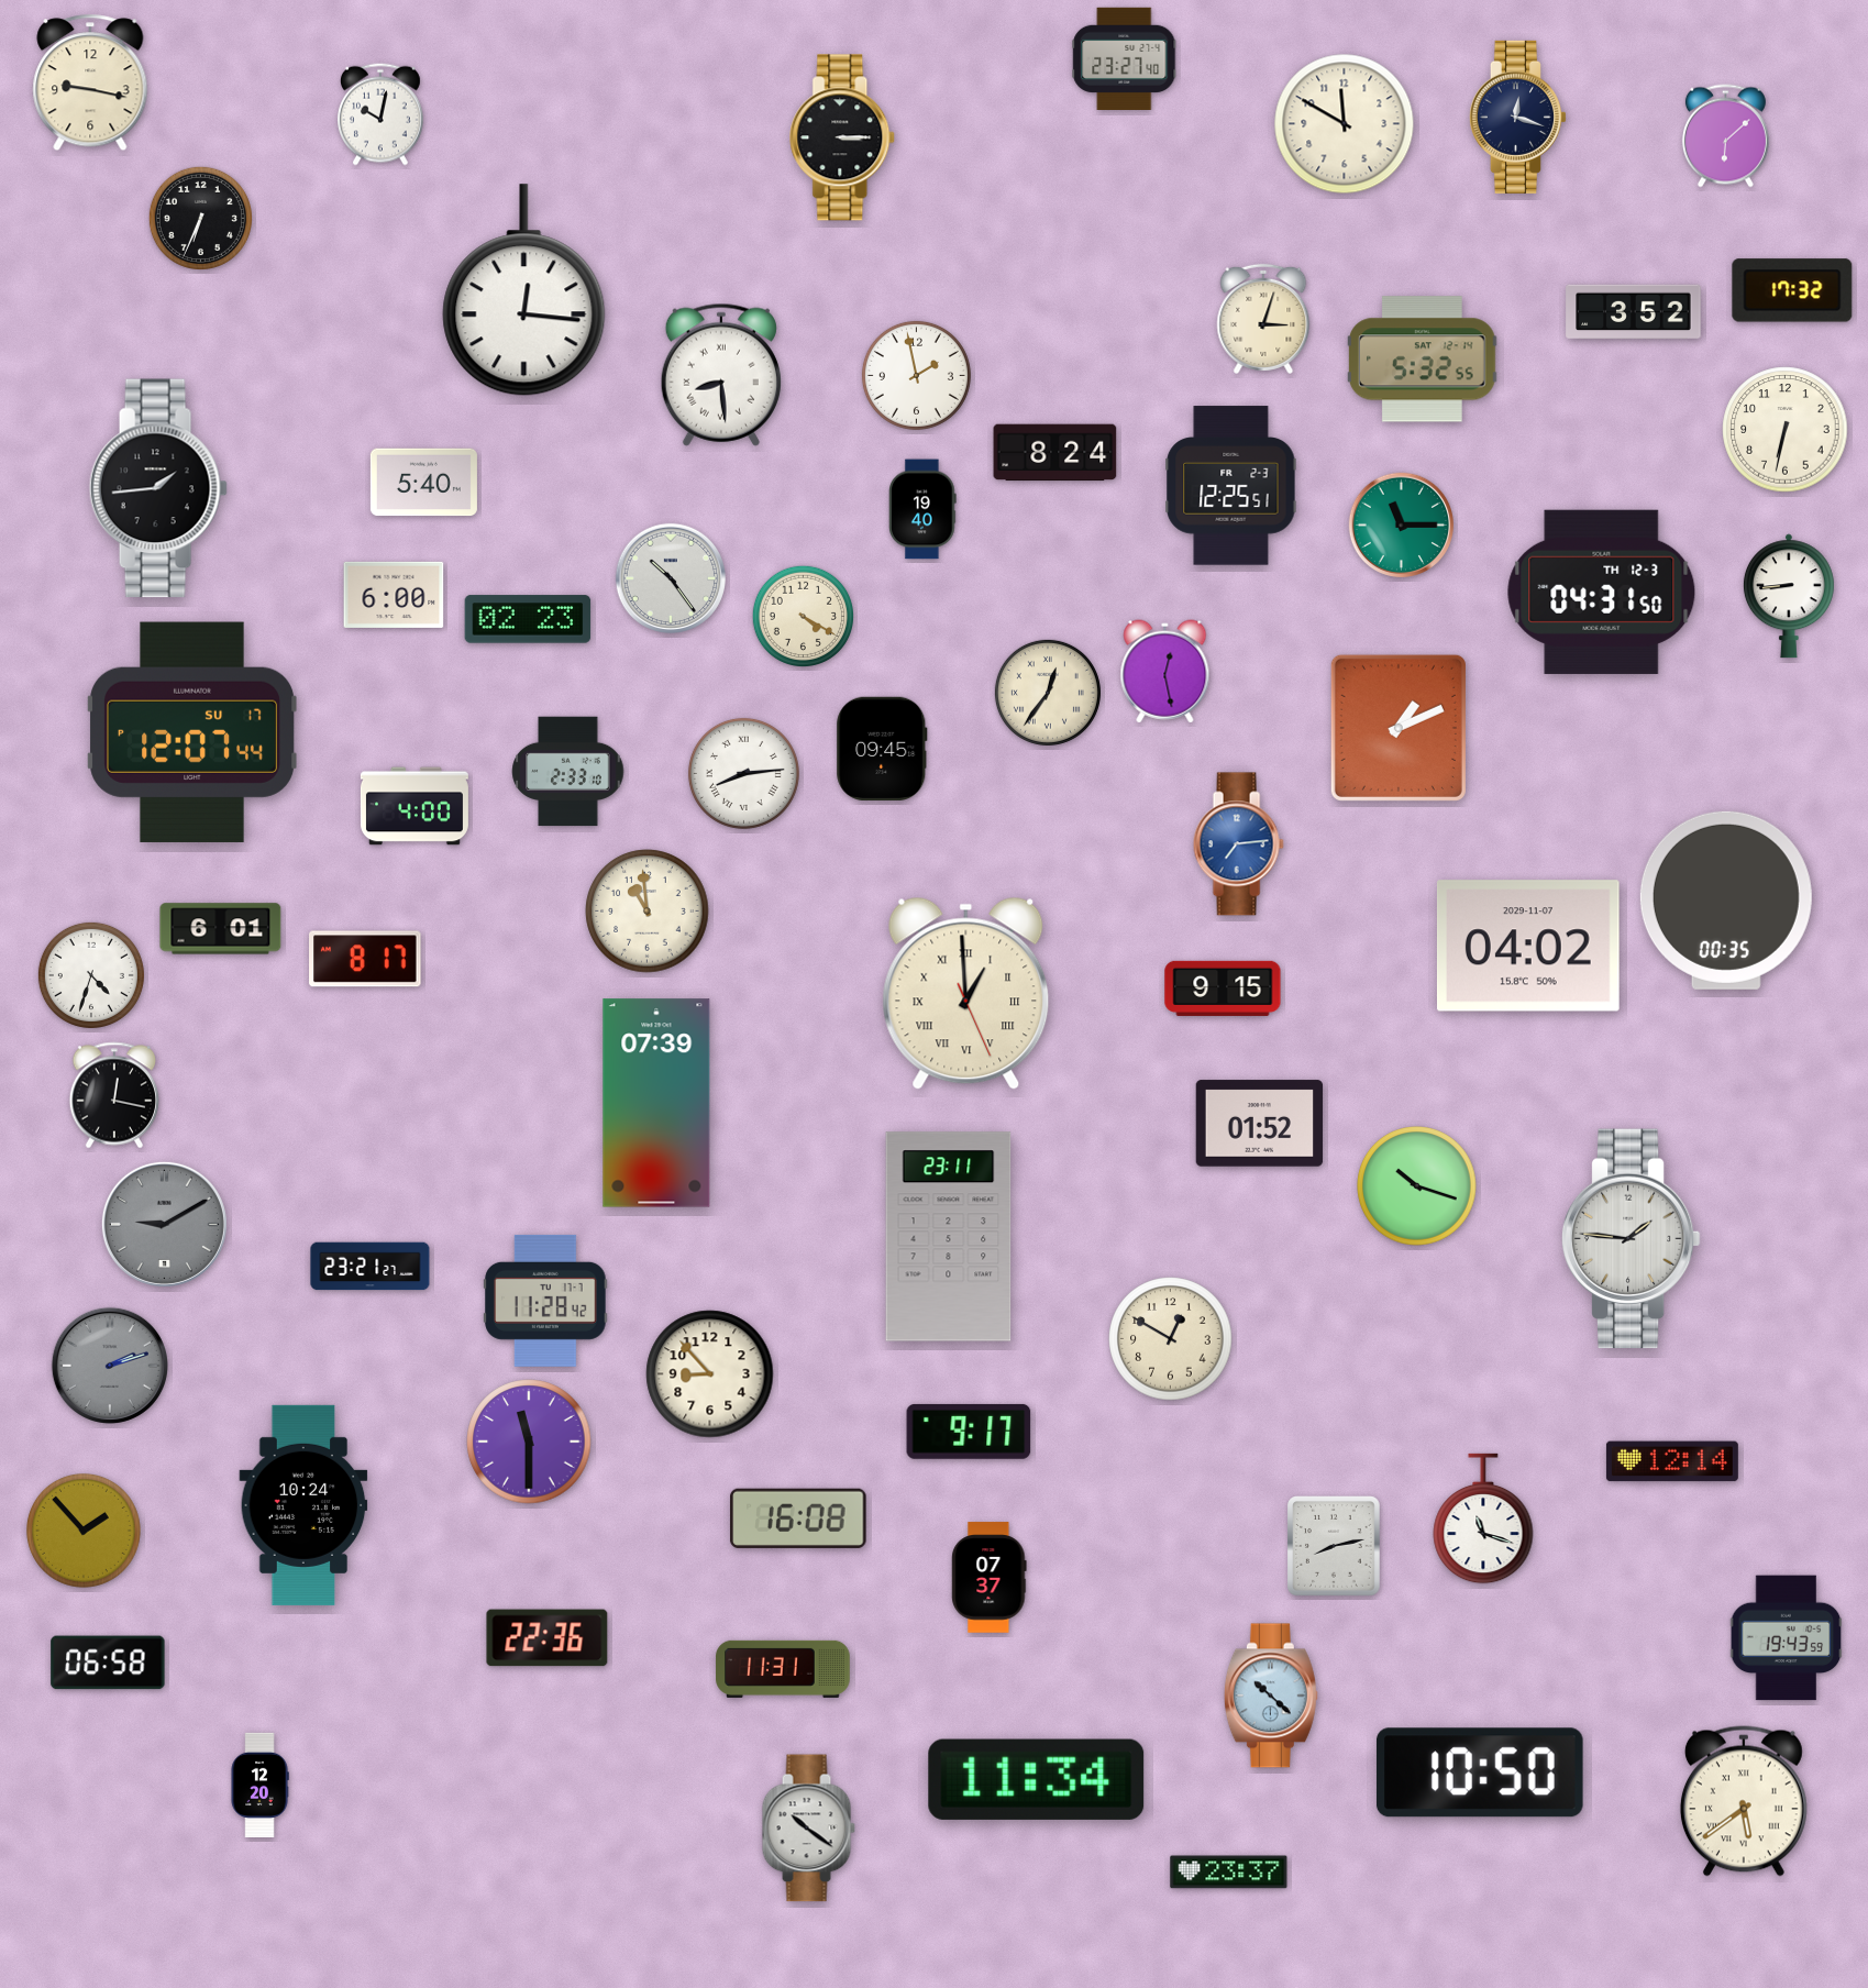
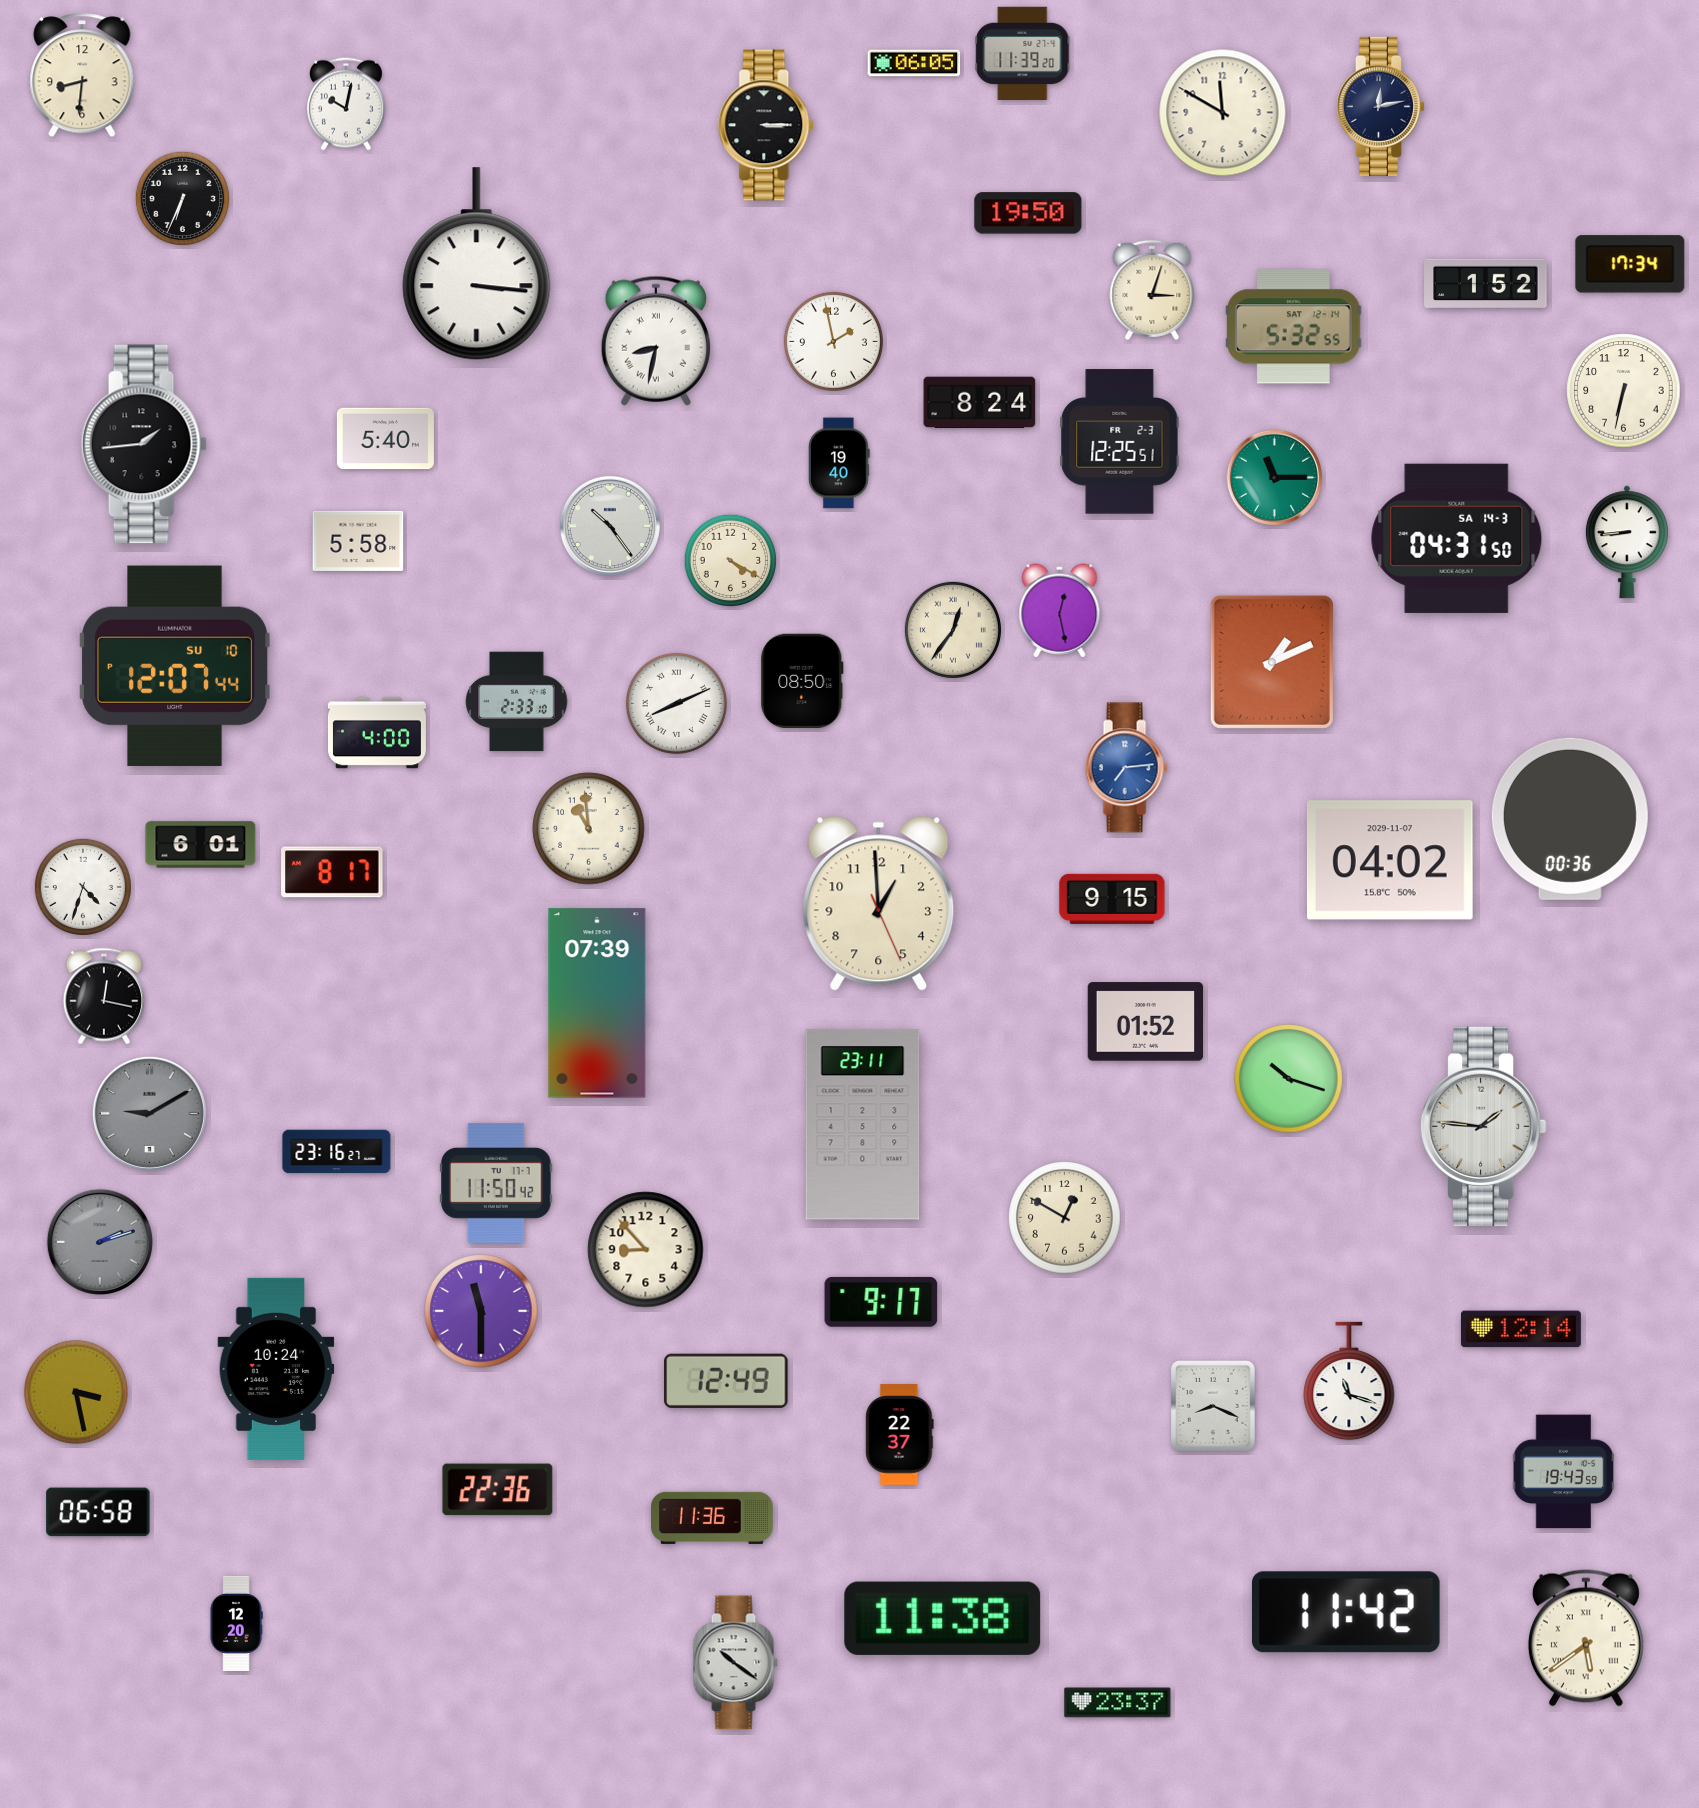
clock at (1125, 58): 23:27 -> 11:39
clock at (914, 63): none -> 06:05
clock at (90, 82): 9:17 -> 8:31
clock at (1517, 117): 12:18 -> 12:13
clock at (1725, 136): 6:08 -> none
clock at (1028, 213): none -> 19:50
clock at (524, 290): 12:16 -> 3:16
clock at (1792, 290): 17:32 -> 17:34
clock at (1634, 312): 3:52 -> 1:52
clock at (1263, 319) position: (1263, 319) -> (1152, 290)
clock at (721, 375): 8:29 -> 8:32
clock at (1055, 453) position: (1055, 453) -> (980, 403)
clock at (1602, 592) date: TH 12-3 -> SA 14-3
clock at (394, 595): 6:00 -> 5:58
clock at (528, 619): 02:23 -> none
clock at (191, 732) date: SU 17 -> SU 10
clock at (882, 748): 09:45 -> 08:50
clock at (743, 773): 8:14 -> 8:11
clock at (1726, 901): 00:35 -> 00:36
clock at (966, 993) numerals: Roman -> Arabic
clock at (371, 1267): 23:21 -> 23:16
clock at (545, 1301): 11:28 -> 11:50
clock at (798, 1518): 16:08 -> 12:49
clock at (84, 1531): 1:53 -> 3:28
clock at (1335, 1546): 8:13 -> 8:19
clock at (990, 1578): 07:37 -> 22:37
clock at (1787, 1638) position: (1787, 1638) -> (1564, 1472)
clock at (783, 1669): 11:31 -> 11:36
clock at (1271, 1696): 10:22 -> none
clock at (1480, 1772): 10:50 -> 11:42
clock at (1037, 1779): 11:34 -> 11:38
